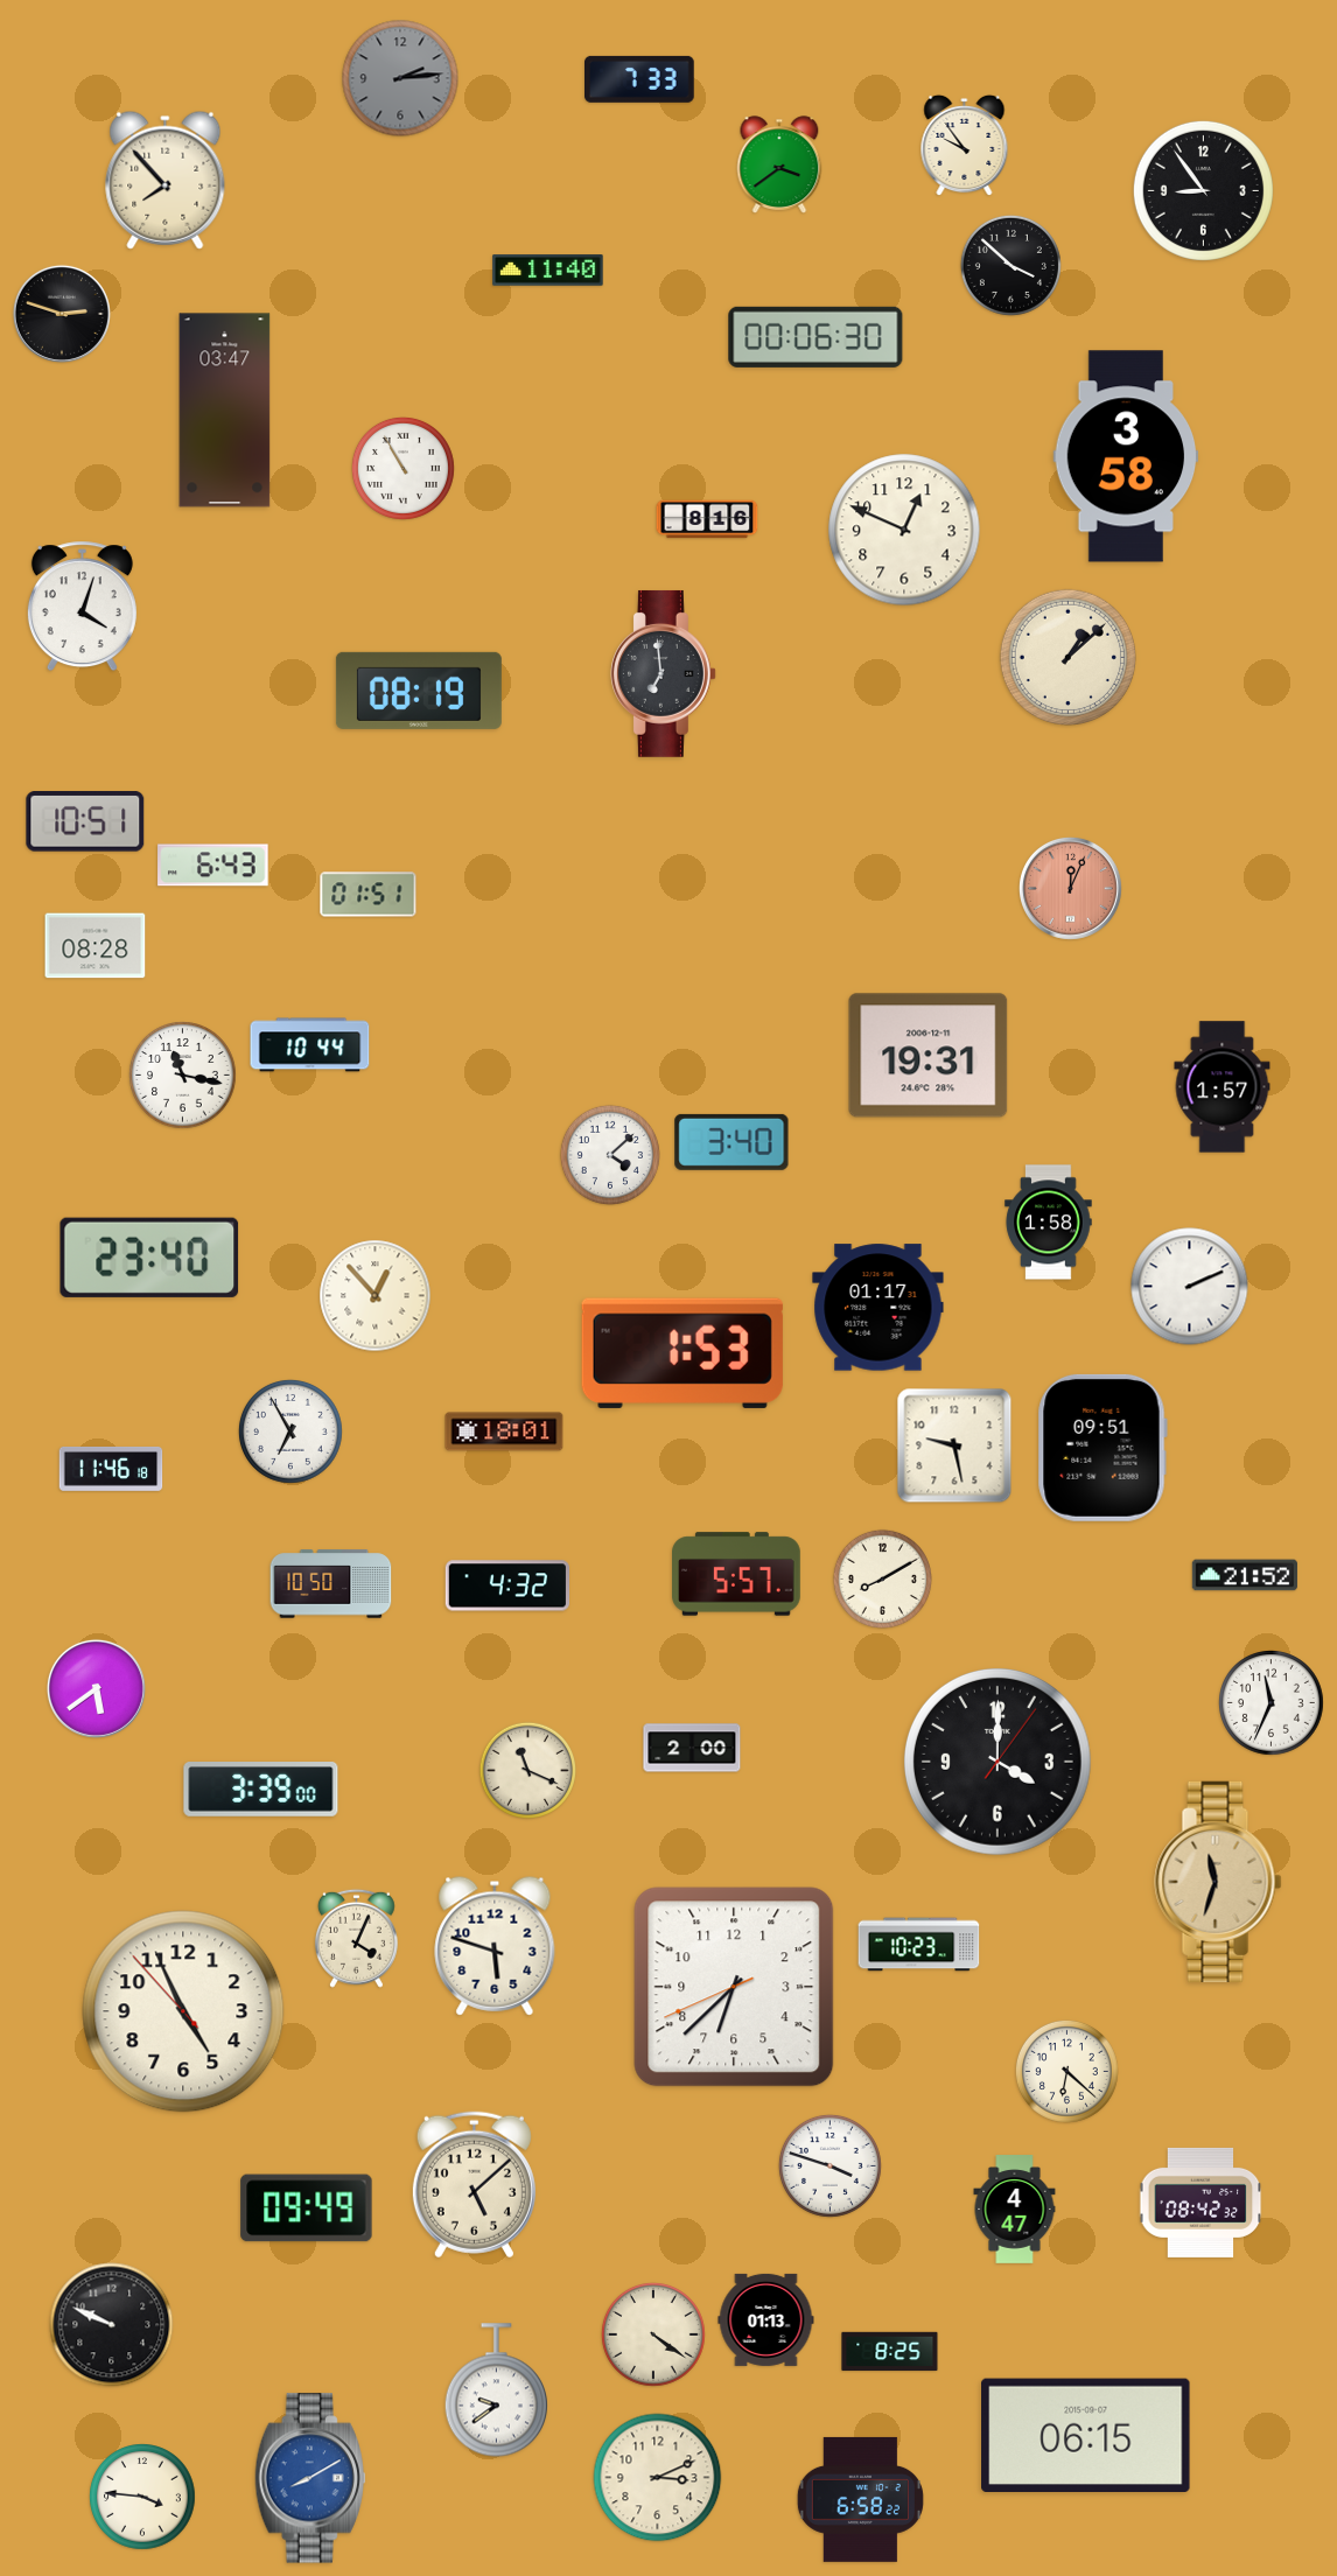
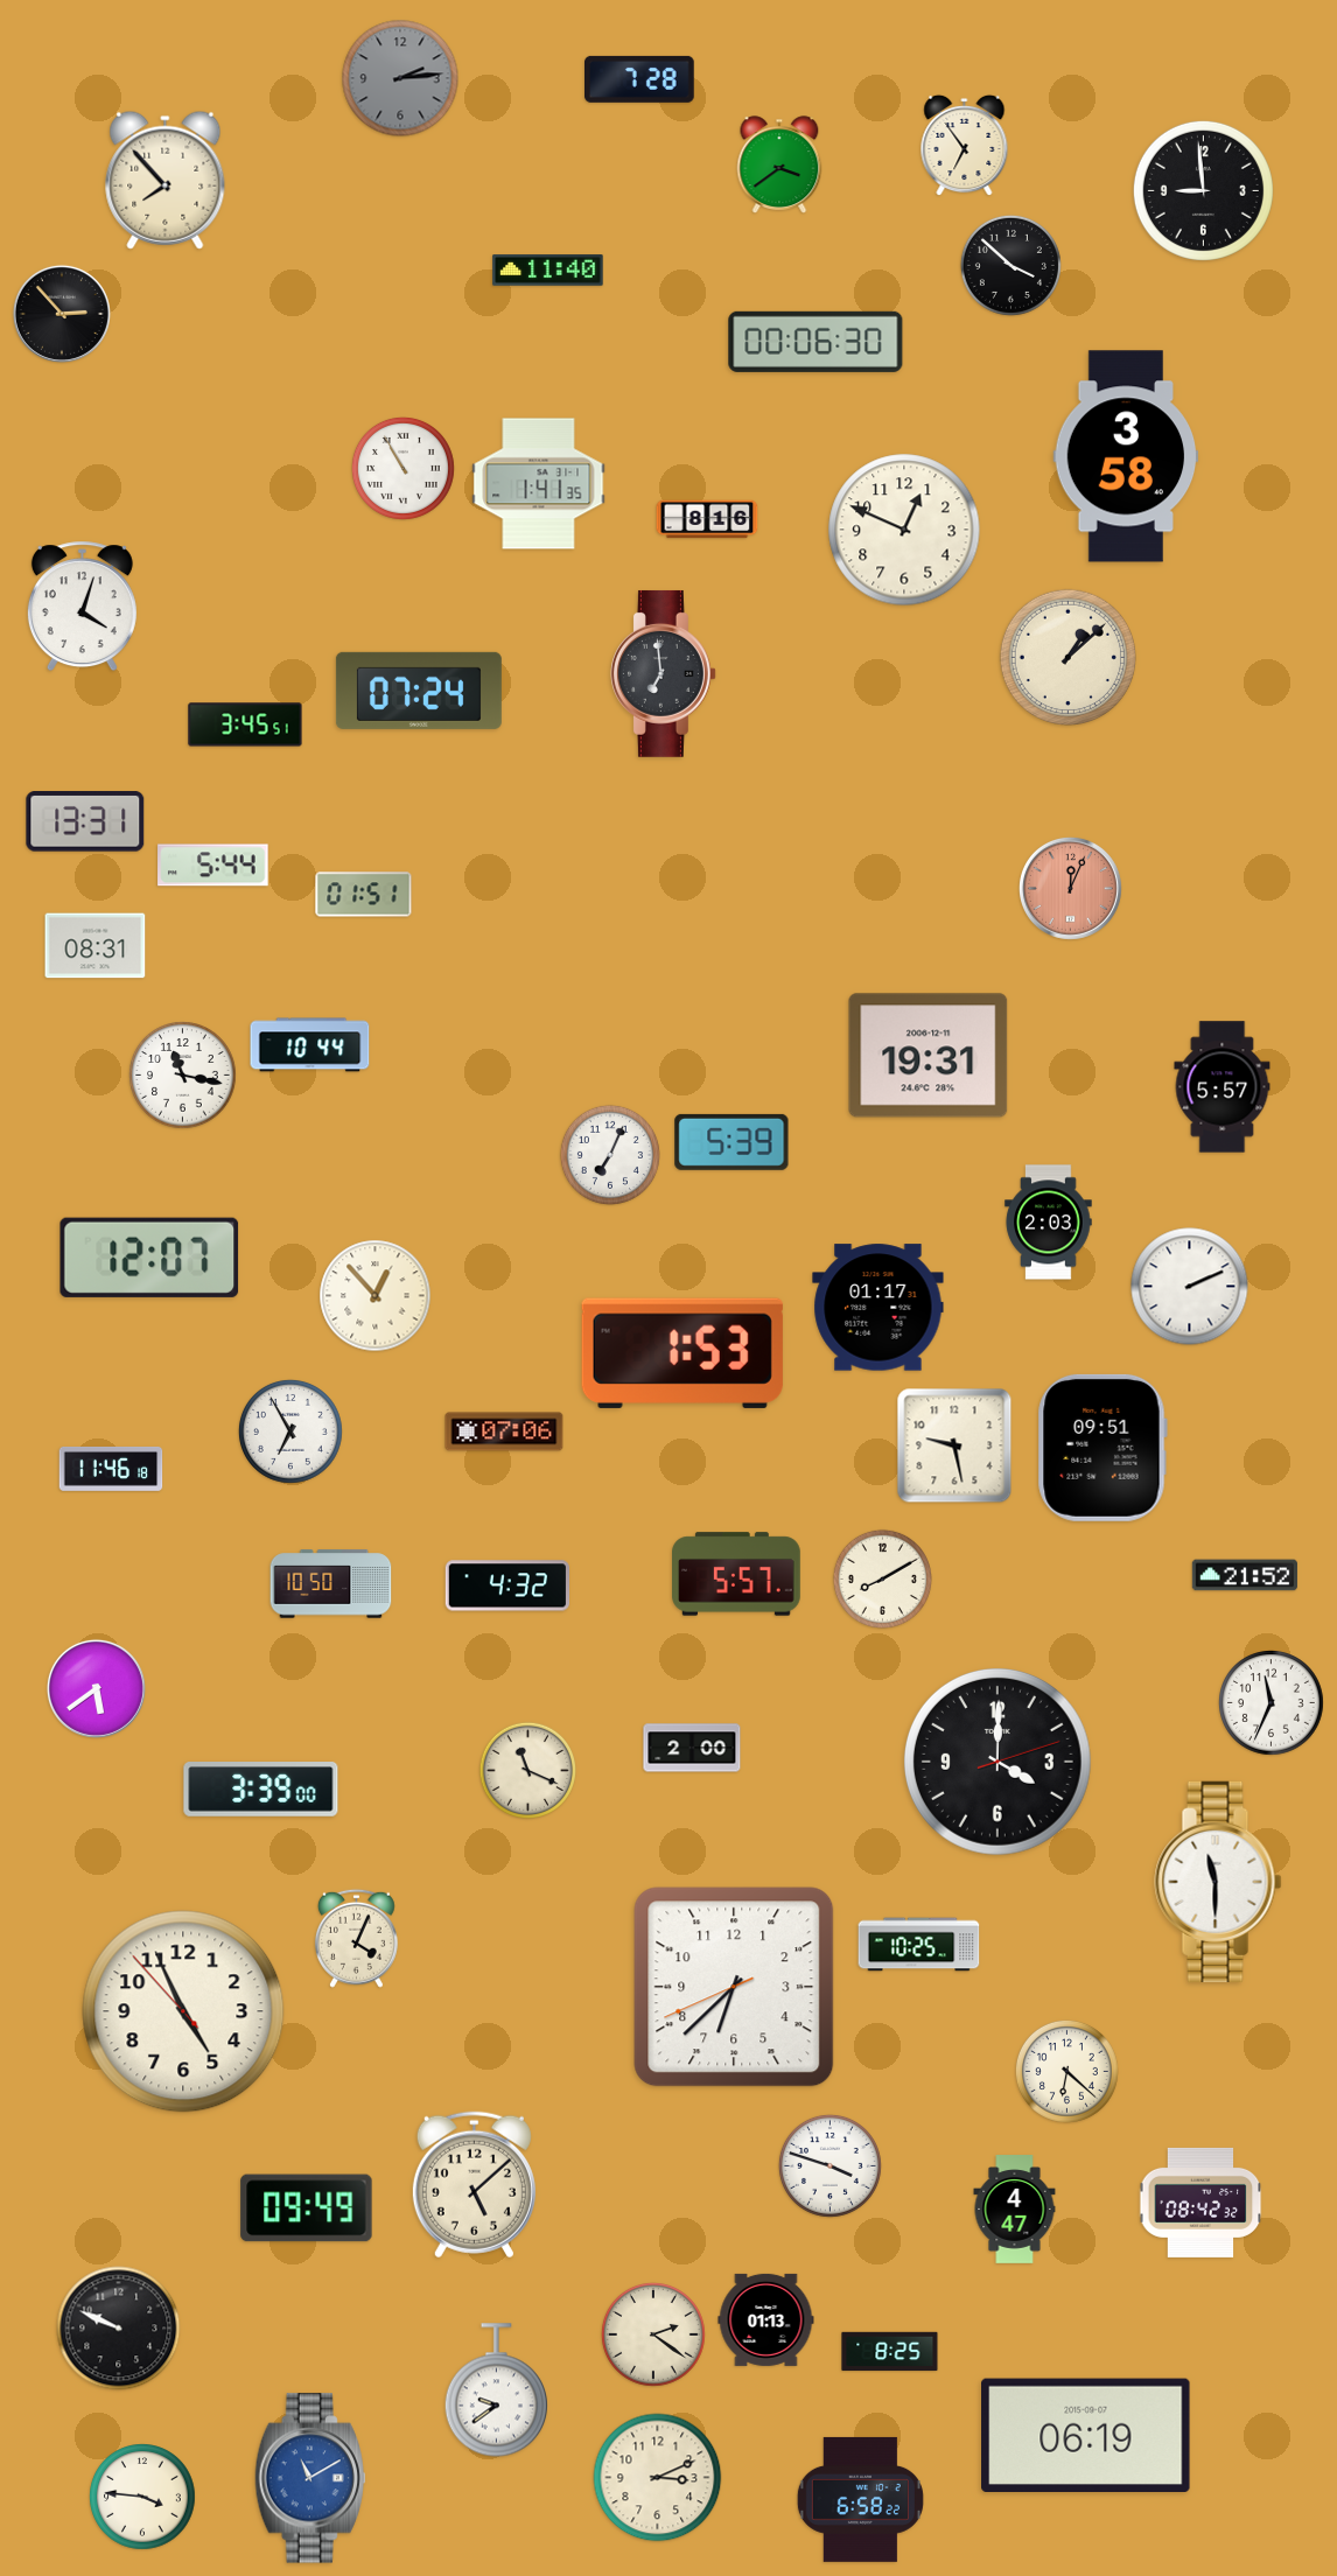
clock at (640, 79): 7:33 -> 7:28
clock at (965, 146): 9:54 -> 6:54
clock at (1203, 190): 8:54 -> 8:59
clock at (62, 314): 2:48 -> 2:53
clock at (815, 337) position: (815, 337) -> (815, 342)
clock at (225, 411): 03:47 -> none
clock at (539, 484): none -> 1:41
clock at (419, 691): 08:19 -> 07:24
clock at (245, 724): none -> 3:45
clock at (85, 822): 10:51 -> 13:31
clock at (213, 866): 6:43 -> 5:44
clock at (369, 895) position: (369, 895) -> (364, 895)
clock at (96, 946): 08:28 -> 08:31
clock at (1223, 1087): 1:57 -> 5:57
clock at (731, 1142): 3:40 -> 5:39
clock at (610, 1155): 4:08 -> 7:04
clock at (1049, 1223): 1:58 -> 2:03
clock at (149, 1258): 23:40 -> 12:07
clock at (504, 1431): 18:01 -> 07:06
clock at (998, 1762): 4:00:06 -> 4:00:12
clock at (1218, 1882): 11:33 -> 11:30
clock at (1218, 1882) dial: champagne -> white
clock at (919, 1945): 10:23 -> 10:25
clock at (495, 1946): 5:48 -> none
clock at (112, 2325) position: (112, 2325) -> (119, 2329)
clock at (653, 2334): 4:21 -> 2:21
clock at (1086, 2435): 06:15 -> 06:19
clock at (310, 2478): 8:10 -> 11:10
